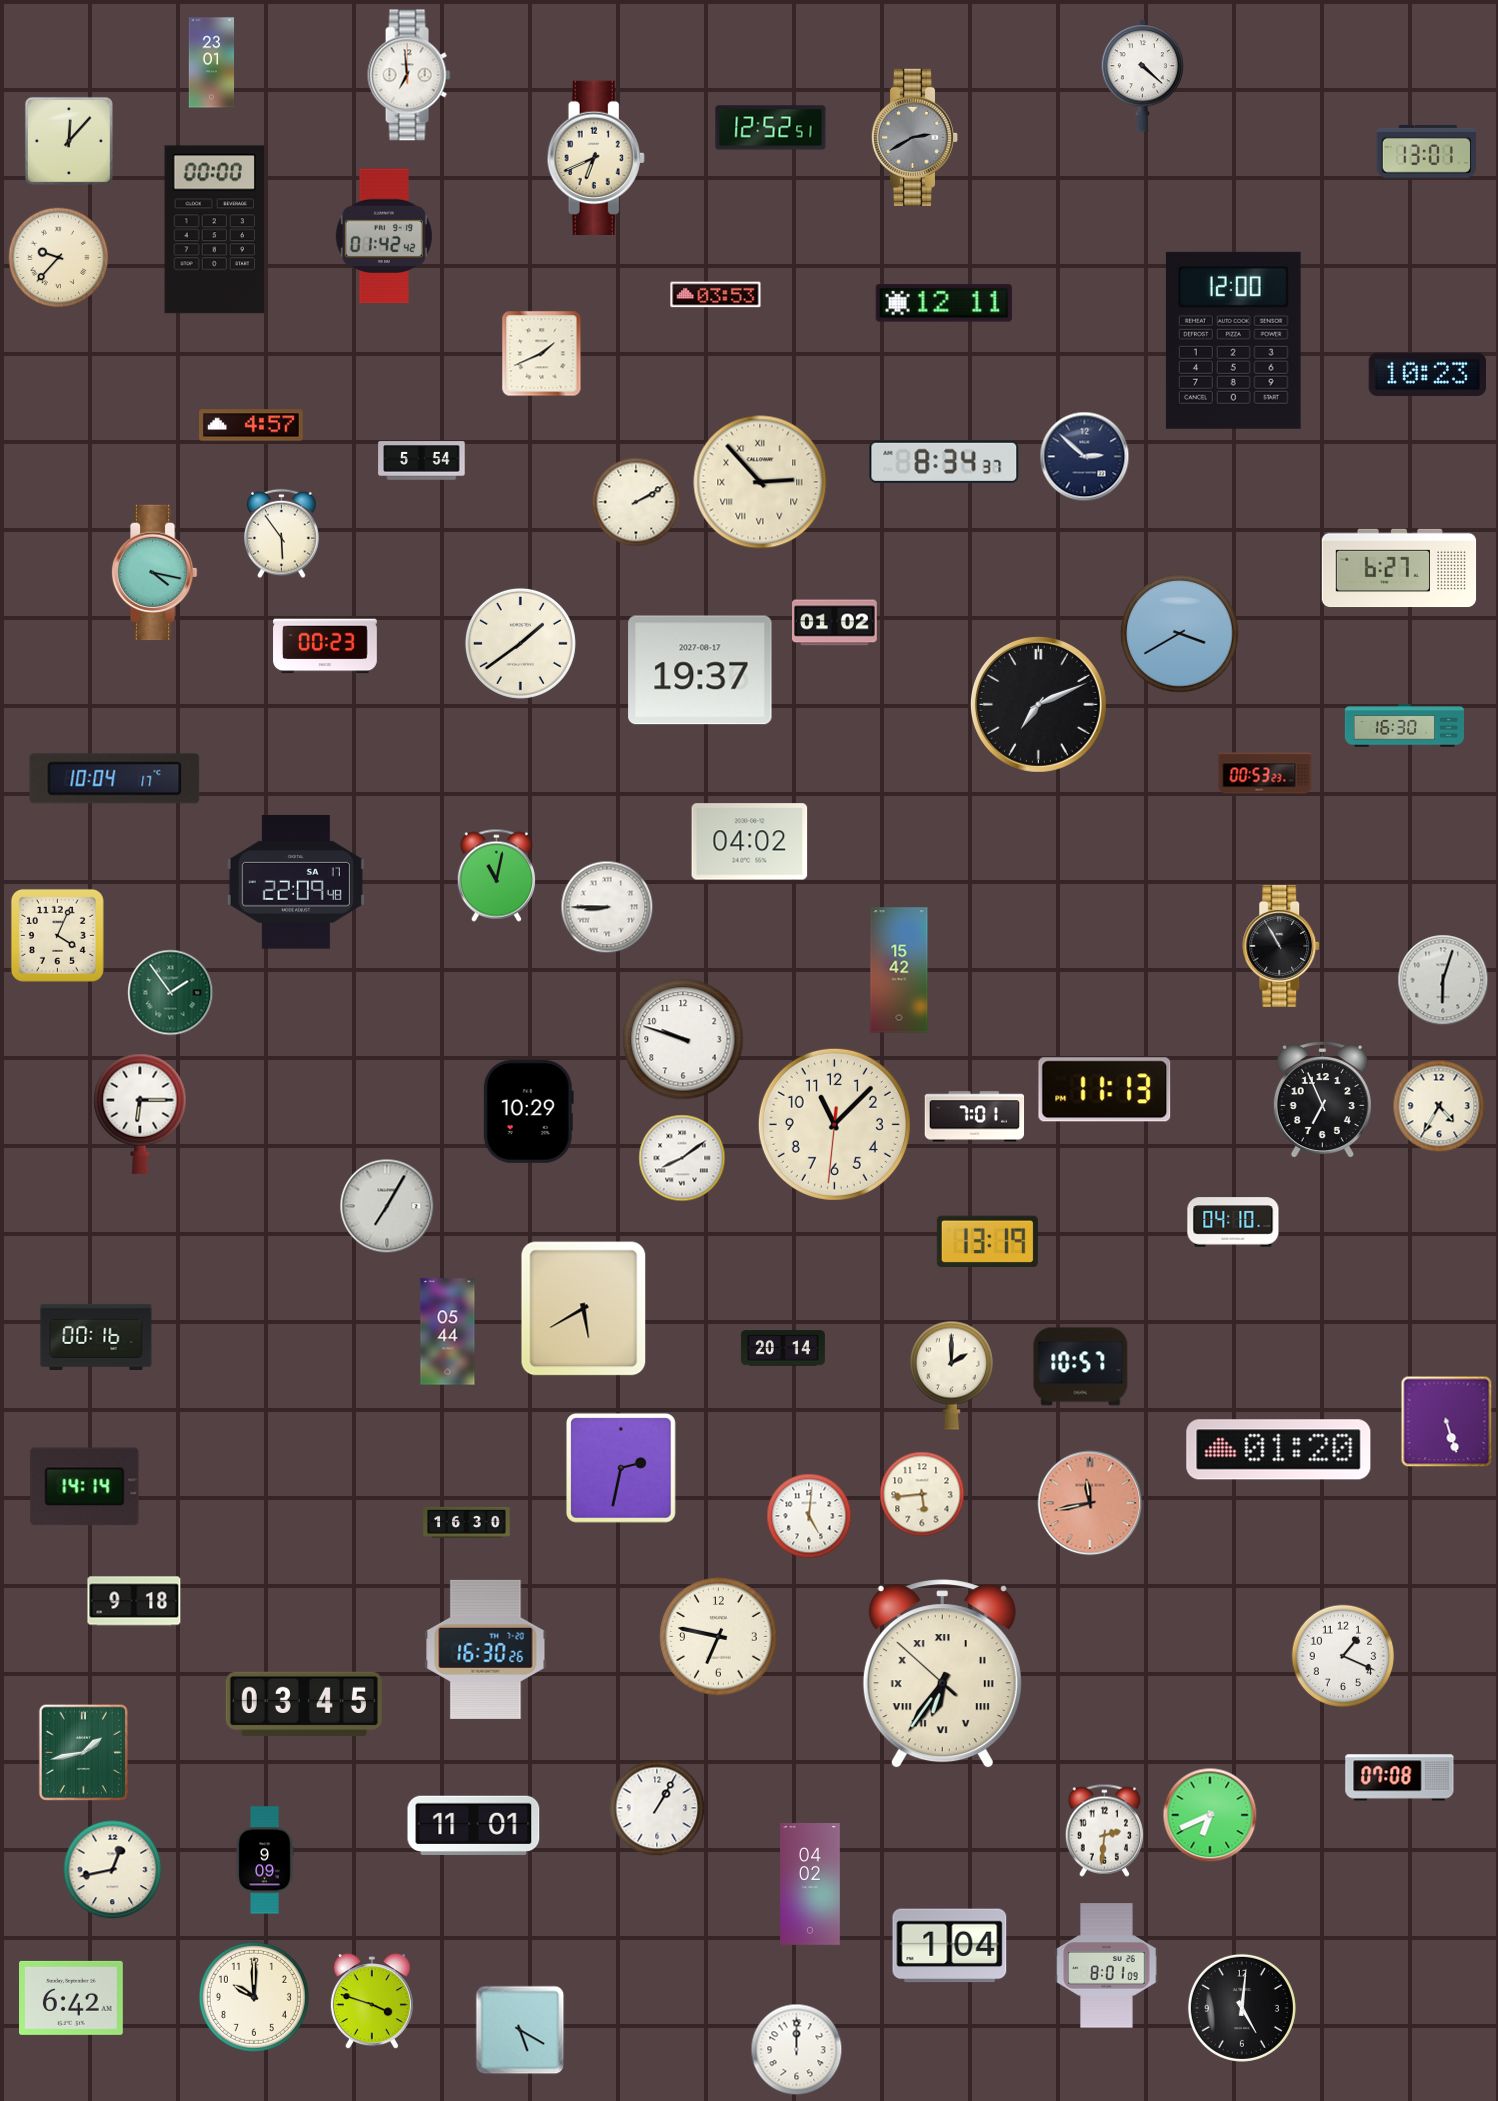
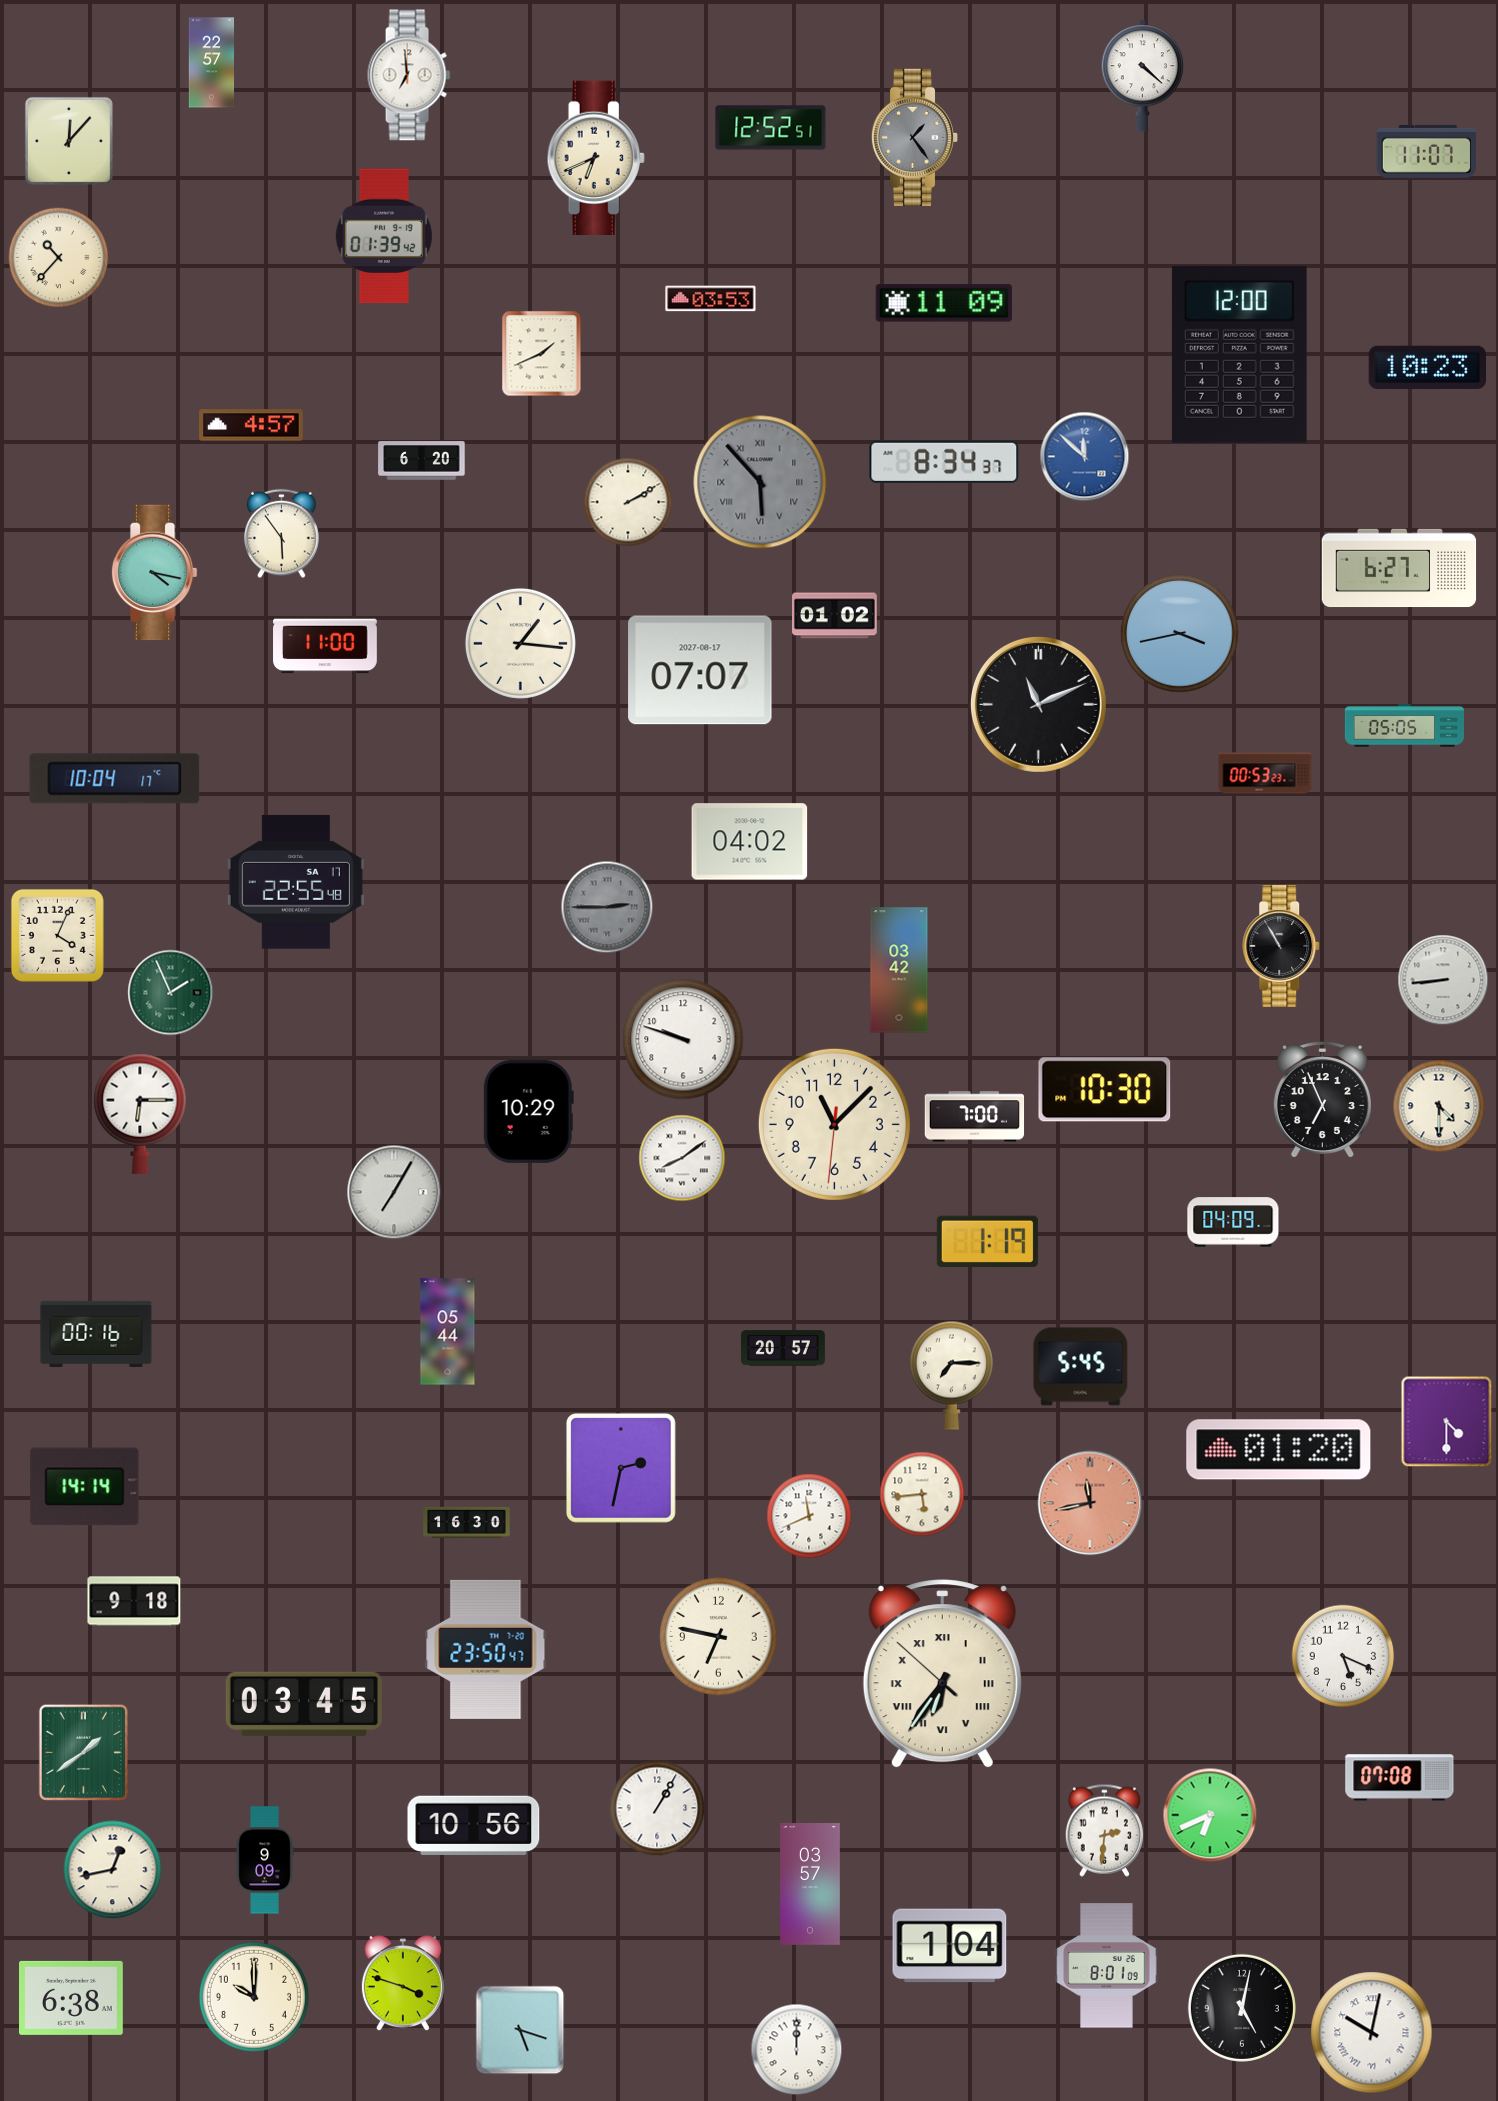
clock at (212, 63): 23:01 -> 22:57
clock at (915, 137): 2:40 -> 1:24
clock at (1426, 151): 13:01 -> 11:07
clock at (215, 230): 00:00 -> none
clock at (384, 236): 01:42 -> 01:39
clock at (59, 258): 9:37 -> 10:37
clock at (716, 295) position: (716, 295) -> (711, 299)
clock at (944, 303): 12:11 -> 11:09
clock at (1233, 340) position: (1233, 340) -> (1239, 354)
clock at (1427, 374) position: (1427, 374) -> (1427, 367)
clock at (1085, 457): 2:52 -> 11:52
clock at (1085, 457) dial: navy -> blue
clock at (422, 461): 5:54 -> 6:20
clock at (760, 482): 2:53 -> 5:53
clock at (760, 482) dial: cream -> grey
clock at (636, 502) position: (636, 502) -> (628, 502)
clock at (835, 623) position: (835, 623) -> (835, 616)
clock at (1180, 634): 3:40 -> 3:43
clock at (520, 643): 1:39 -> 1:16
clock at (325, 646): 00:23 -> 11:00
clock at (700, 670): 19:37 -> 07:07
clock at (1038, 704): 7:11 -> 11:11
clock at (1404, 726): 16:30 -> 05:05
clock at (496, 875): 11:02 -> none
clock at (296, 882): 22:09 -> 22:55
clock at (607, 907): 8:45 -> 2:45
clock at (607, 907) dial: white -> grey
clock at (899, 970): 15:42 -> 03:42
clock at (1443, 980): 6:03 -> 8:44
clock at (171, 993): 1:54 -> 1:56
clock at (1105, 1090): 11:13 -> 10:30
clock at (1439, 1106): 4:35 -> 4:30
clock at (975, 1117): 7:01 -> 7:00
clock at (387, 1206) position: (387, 1206) -> (394, 1192)
clock at (1233, 1222): 04:10 -> 04:09
clock at (987, 1241): 13:19 -> 1:19
clock at (584, 1309): 5:40 -> none
clock at (96, 1337) position: (96, 1337) -> (96, 1334)
clock at (783, 1348): 20:14 -> 20:57
clock at (1081, 1367): 10:57 -> 5:45
clock at (951, 1375): 2:00 -> 7:15
clock at (1447, 1422): 5:27 -> 4:30
clock at (809, 1516): 5:01 -> 11:41
clock at (486, 1649): 16:30 -> 23:50
clock at (1343, 1656): 1:19 -> 5:19
clock at (83, 1752): 1:43 -> 1:39
clock at (474, 1826): 11:01 -> 10:56
clock at (811, 1885): 04:02 -> 03:57
clock at (72, 1998): 6:42 -> 6:38
clock at (372, 2002) position: (372, 2002) -> (403, 1984)
clock at (1242, 2008): 5:01 -> 5:02
clock at (520, 2030): 5:20 -> 5:18
clock at (1372, 2033): none -> 10:02
